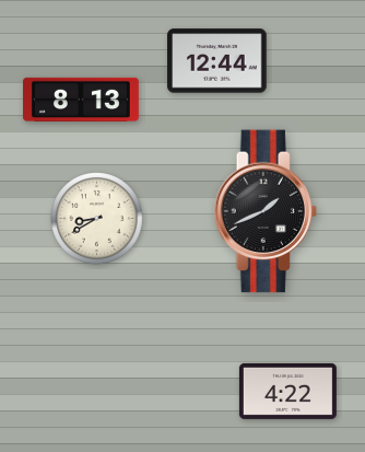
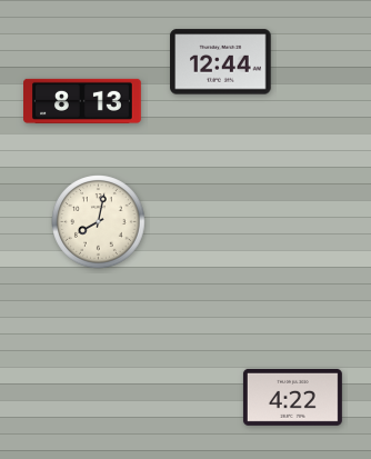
clock at (266, 211): 1:41 -> none
clock at (97, 219): 8:40 -> 8:02
